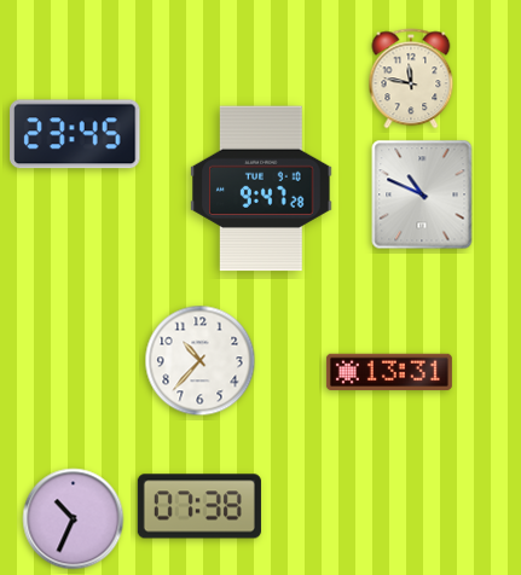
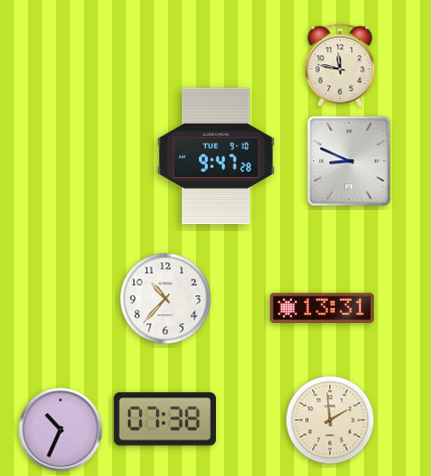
clock at (75, 134): 23:45 -> none
clock at (422, 194): 10:49 -> 8:49
clock at (330, 420): none -> 1:59
